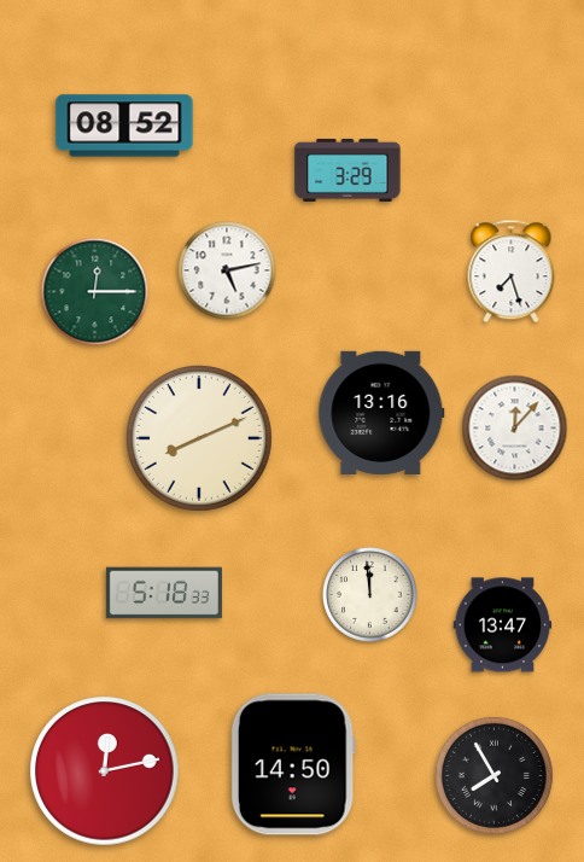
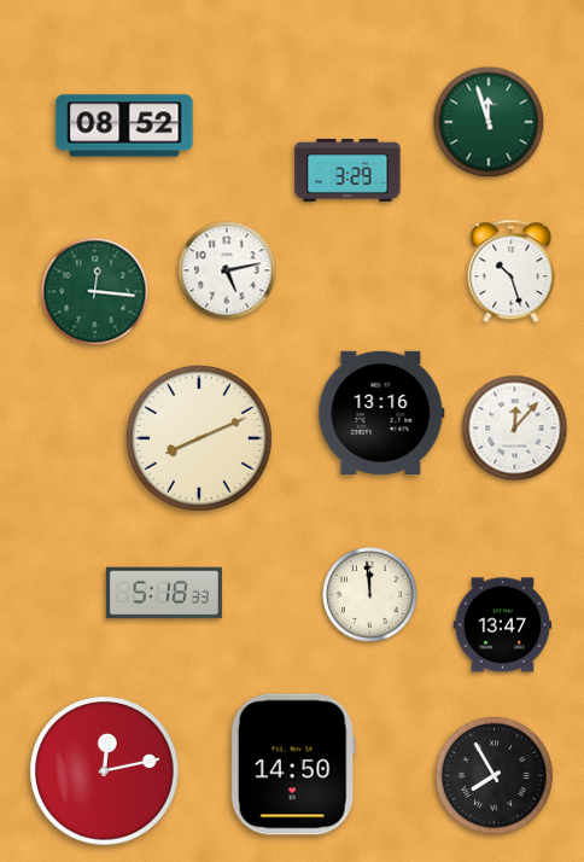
clock at (489, 122): none -> 11:57
clock at (512, 272): 7:27 -> 10:27
clock at (95, 292): 12:15 -> 12:16
